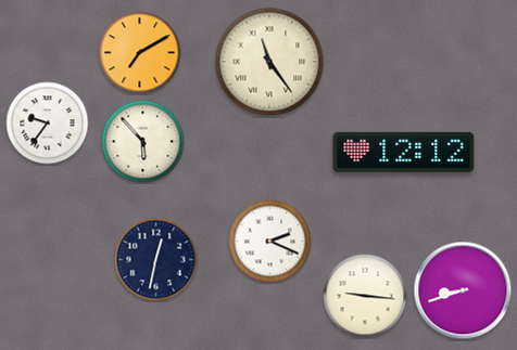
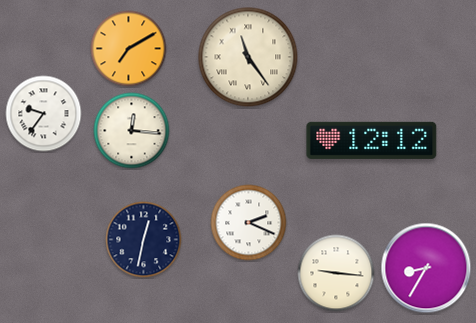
clock at (143, 142): 5:53 -> 12:16
clock at (463, 290): 8:42 -> 8:35
